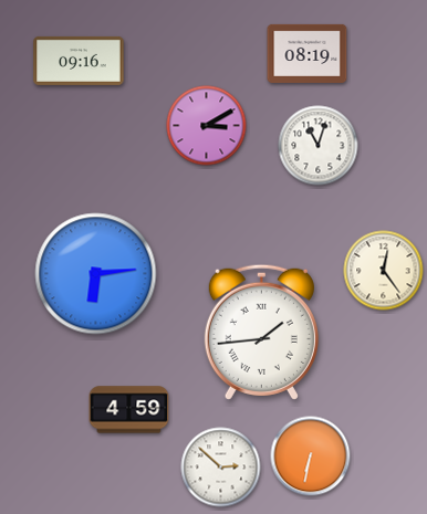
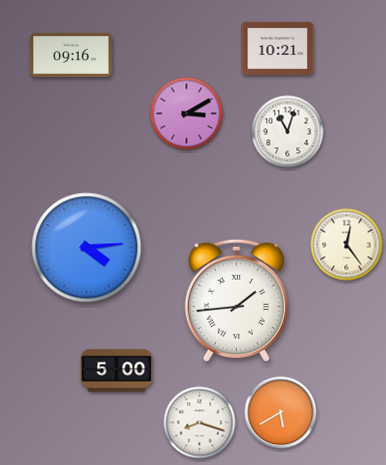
clock at (308, 53): 08:19 -> 10:21
clock at (96, 274): 6:14 -> 4:14
clock at (129, 410): 4:59 -> 5:00
clock at (311, 457): 6:32 -> 5:40
clock at (221, 468): 2:52 -> 8:18
